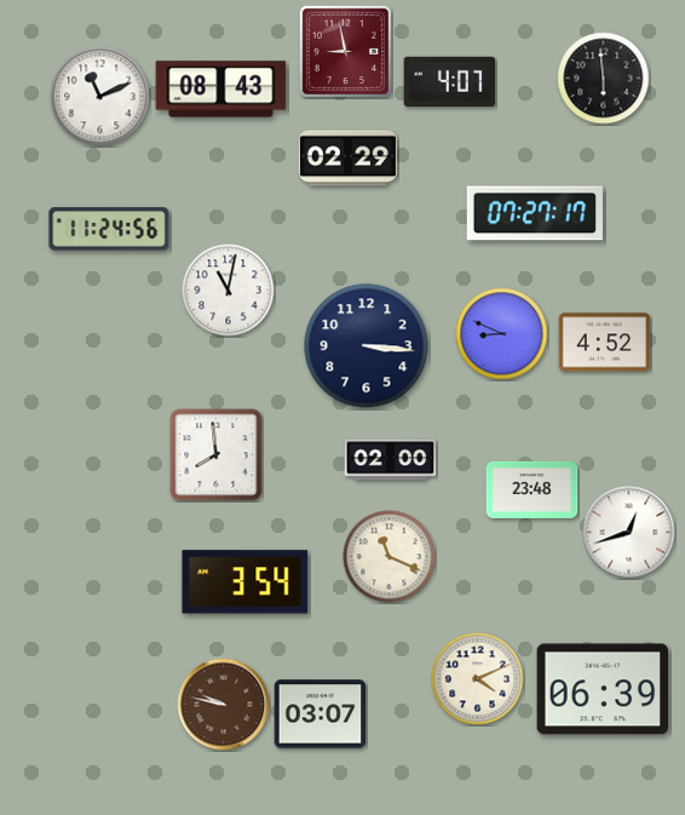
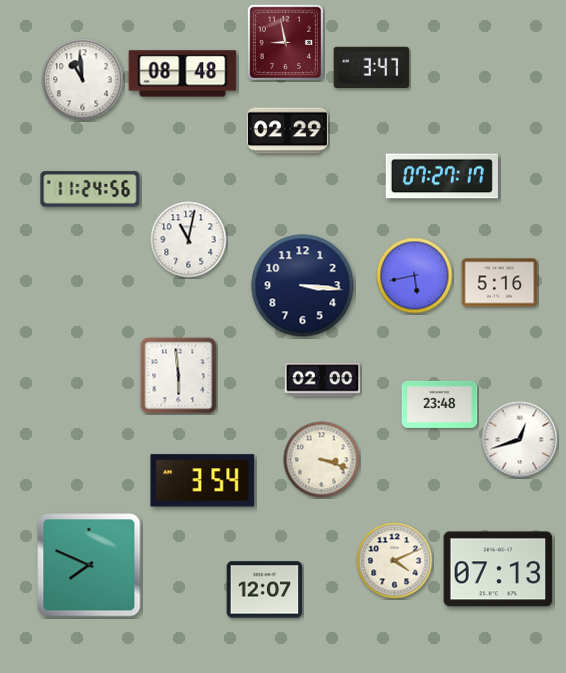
clock at (604, 79): 5:59 -> none
clock at (450, 81): 4:07 -> 3:47
clock at (221, 90): 08:43 -> 08:48
clock at (100, 97): 11:11 -> 10:59
clock at (502, 334): 8:49 -> 5:43
clock at (605, 343): 4:52 -> 5:16
clock at (217, 455): 7:59 -> 5:59
clock at (390, 557): 11:19 -> 3:18
clock at (89, 565): none -> 7:49
clock at (603, 689): 06:39 -> 07:13
clock at (224, 705): 9:47 -> none
clock at (321, 714): 03:07 -> 12:07
